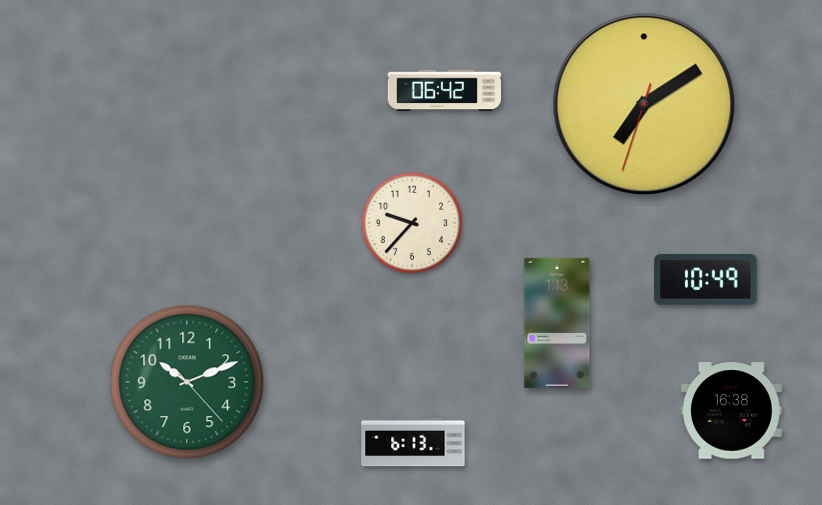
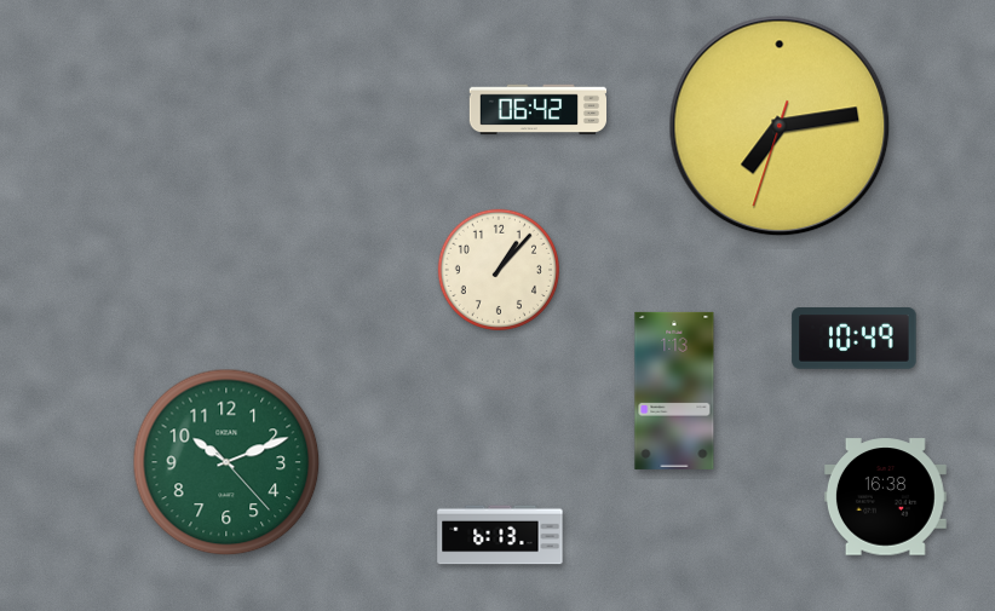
clock at (644, 104): 7:09 -> 7:13
clock at (412, 223): 9:37 -> 1:07
